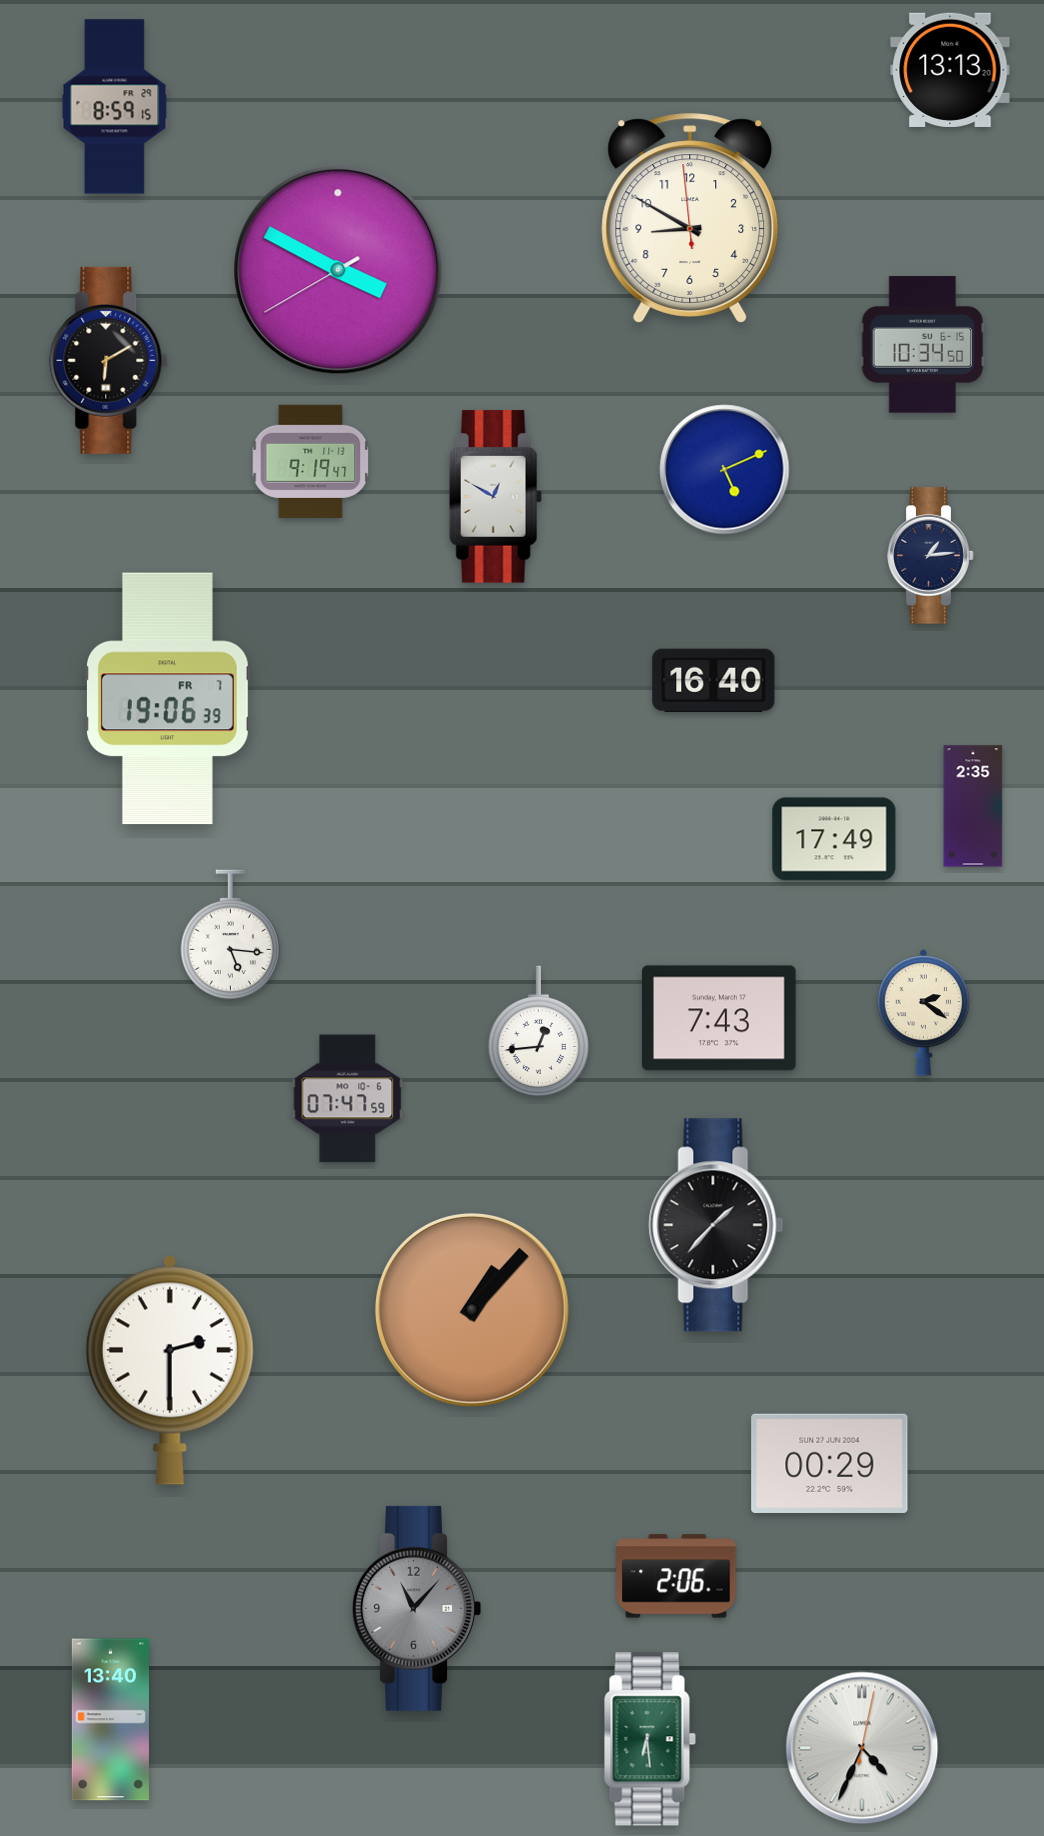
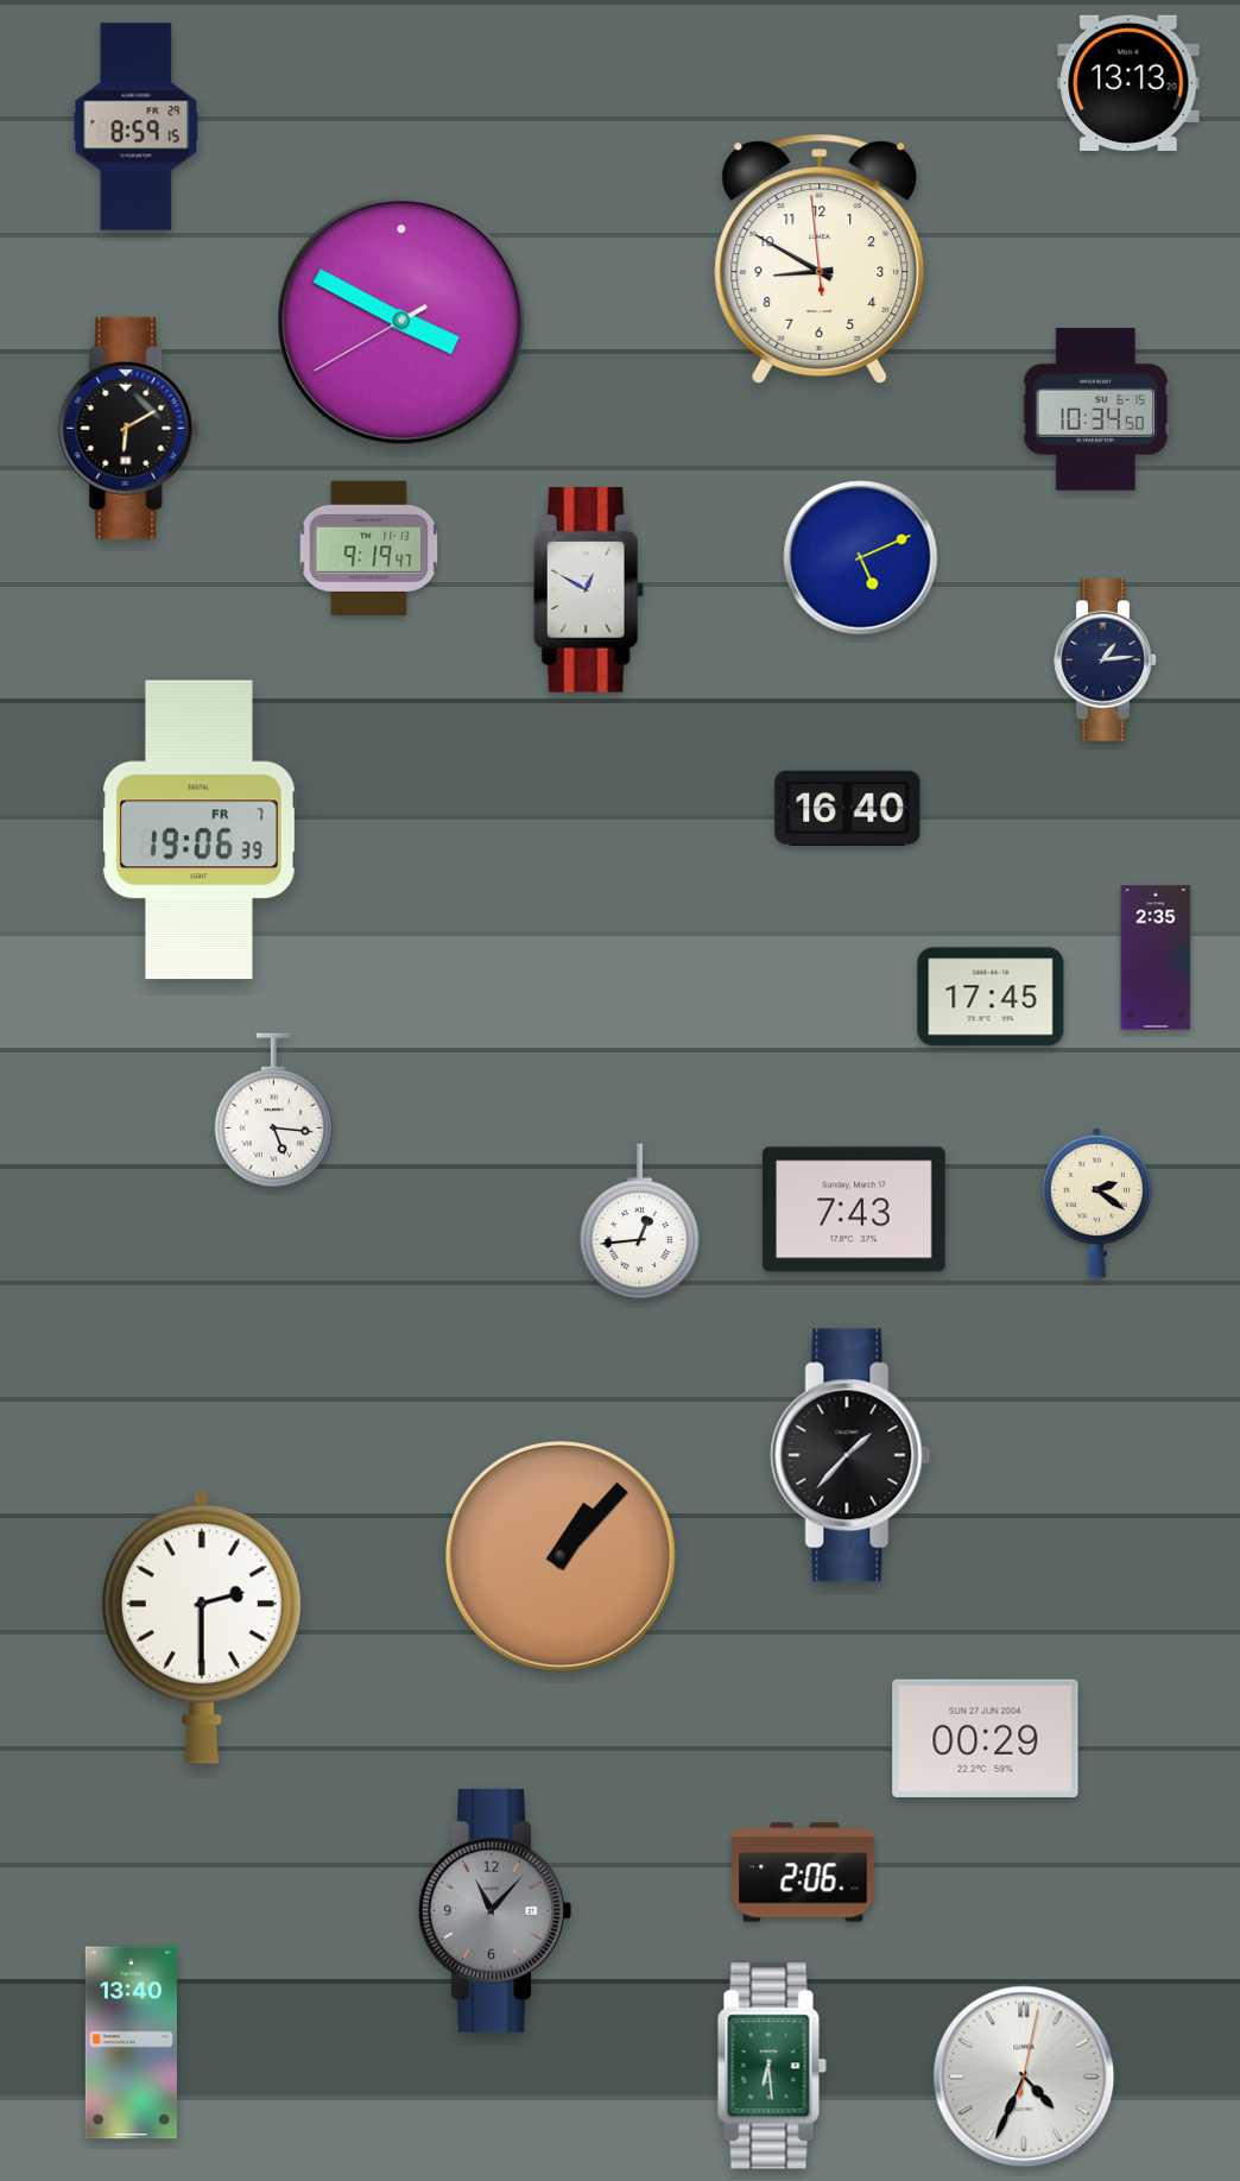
clock at (834, 839): 17:49 -> 17:45
clock at (538, 1032) position: (538, 1032) -> (639, 1222)
clock at (348, 1099): 07:47 -> none
